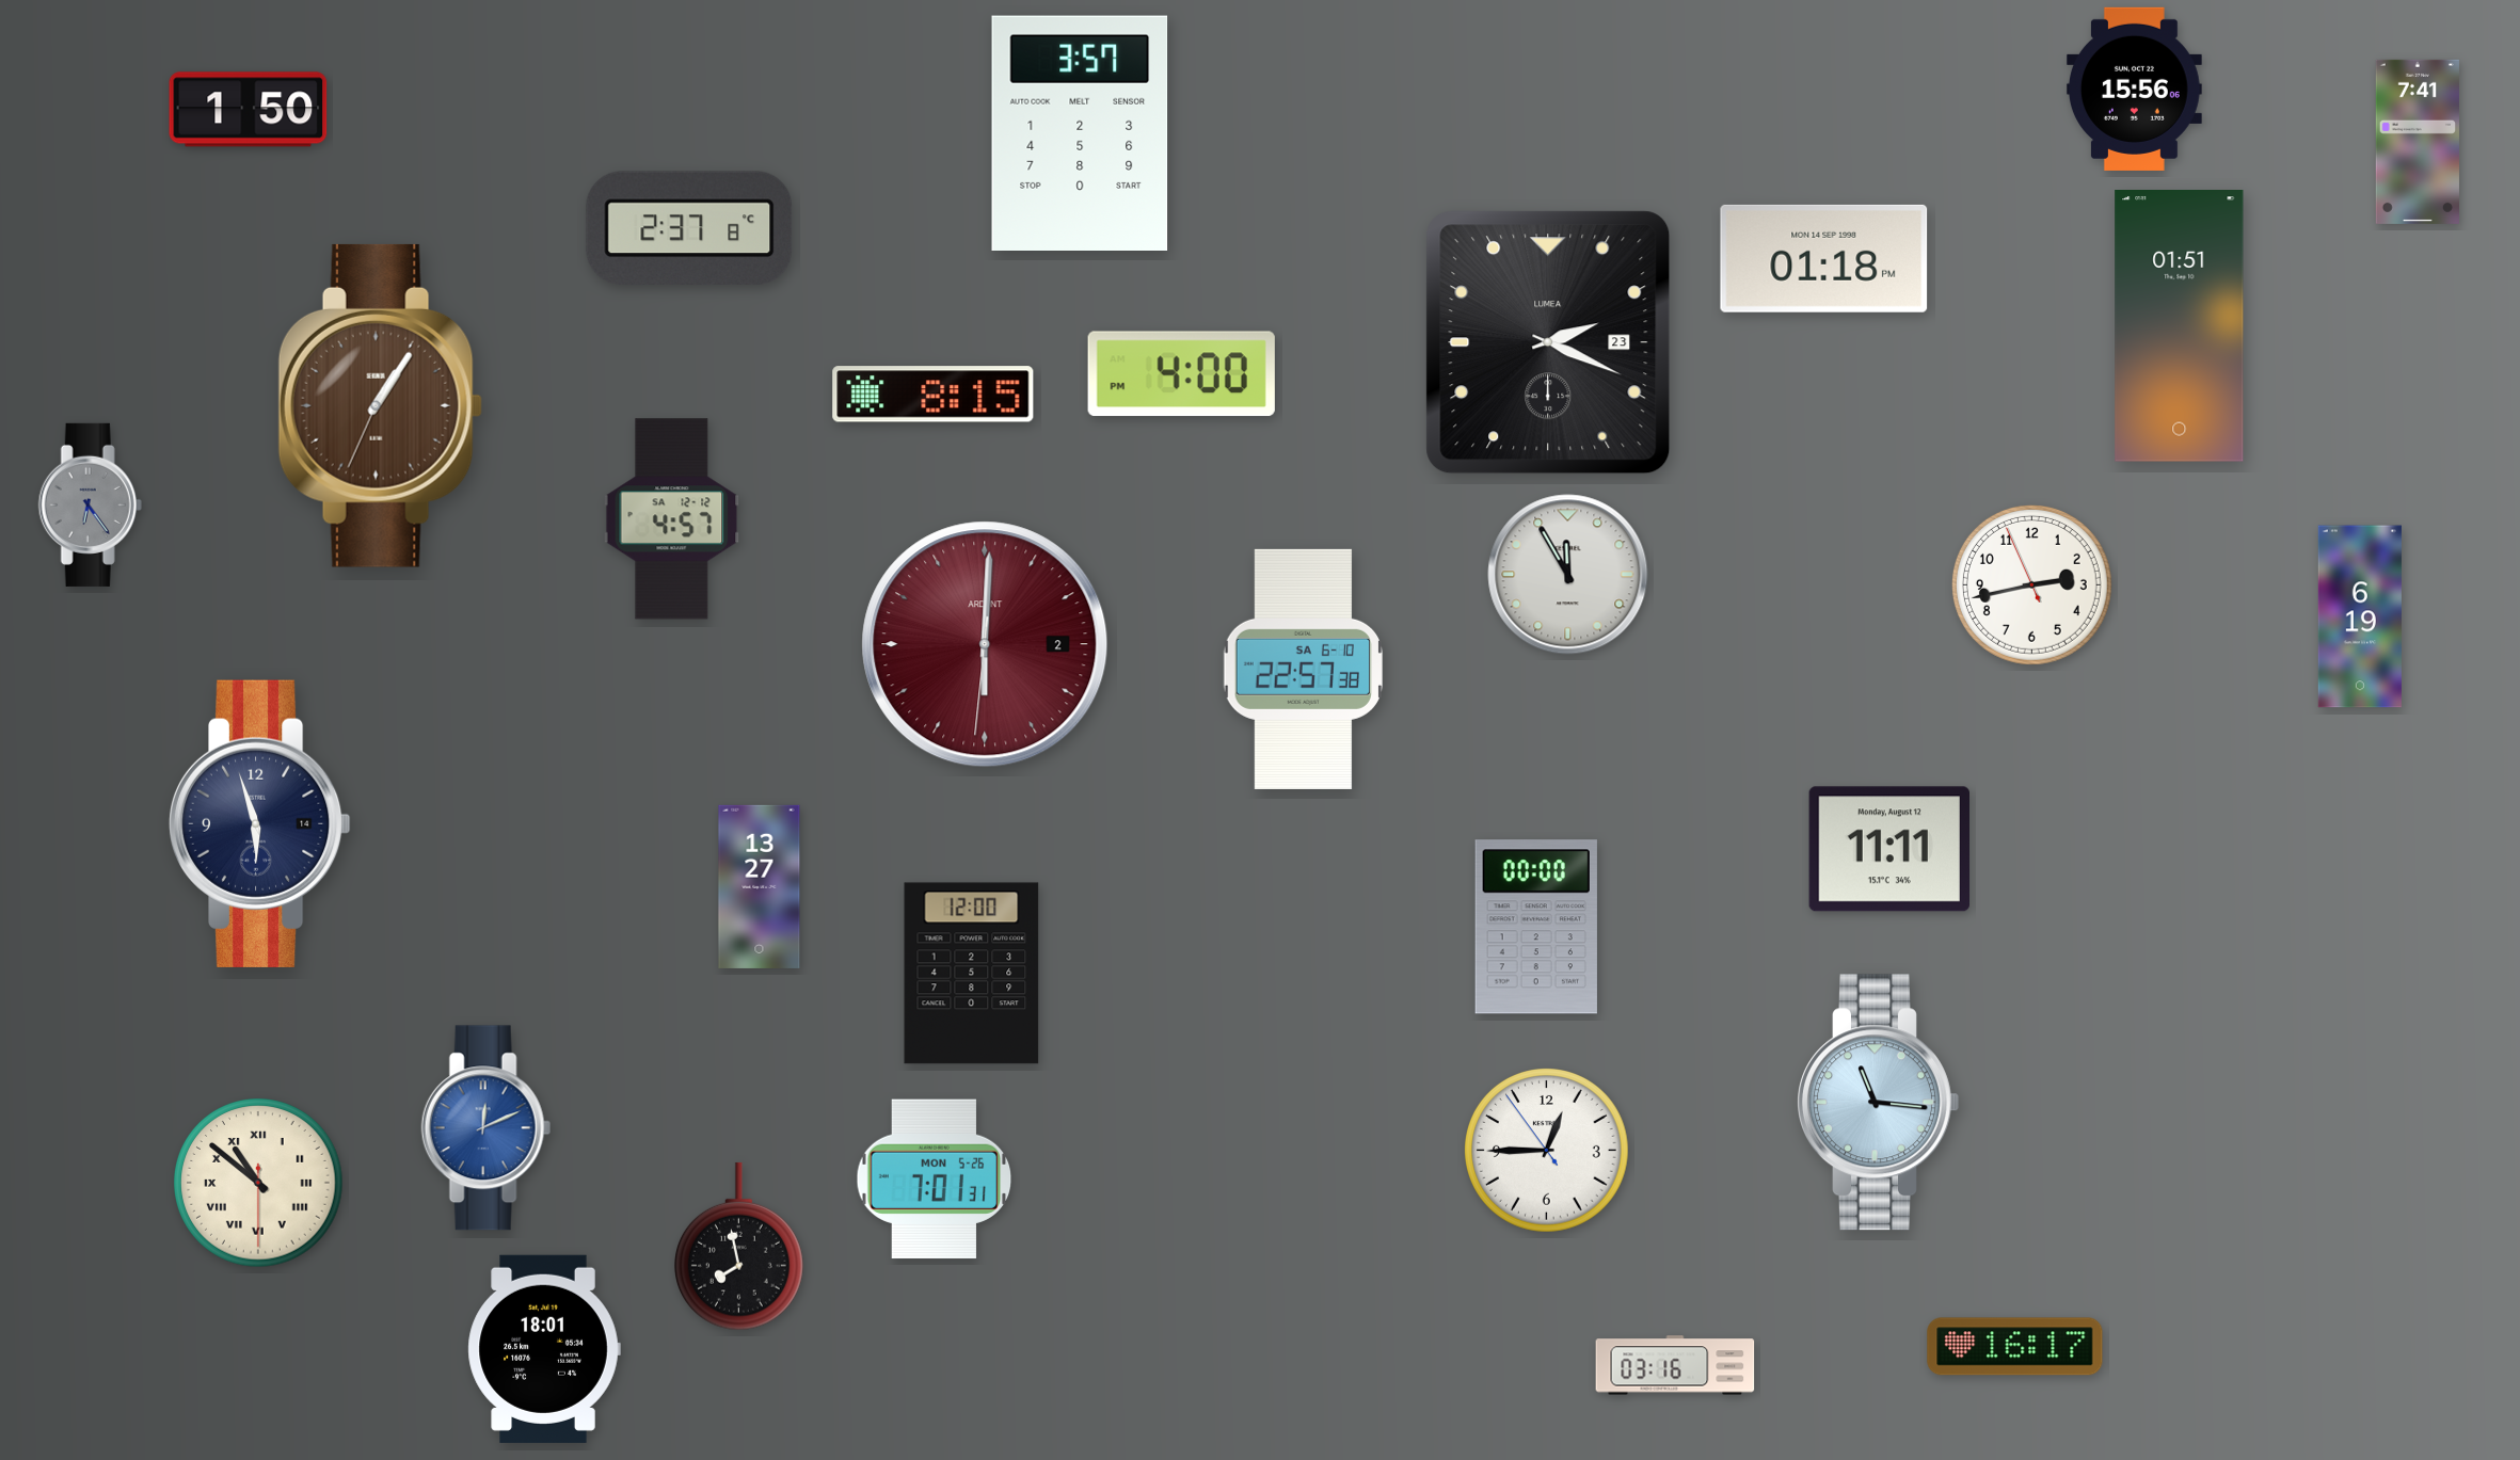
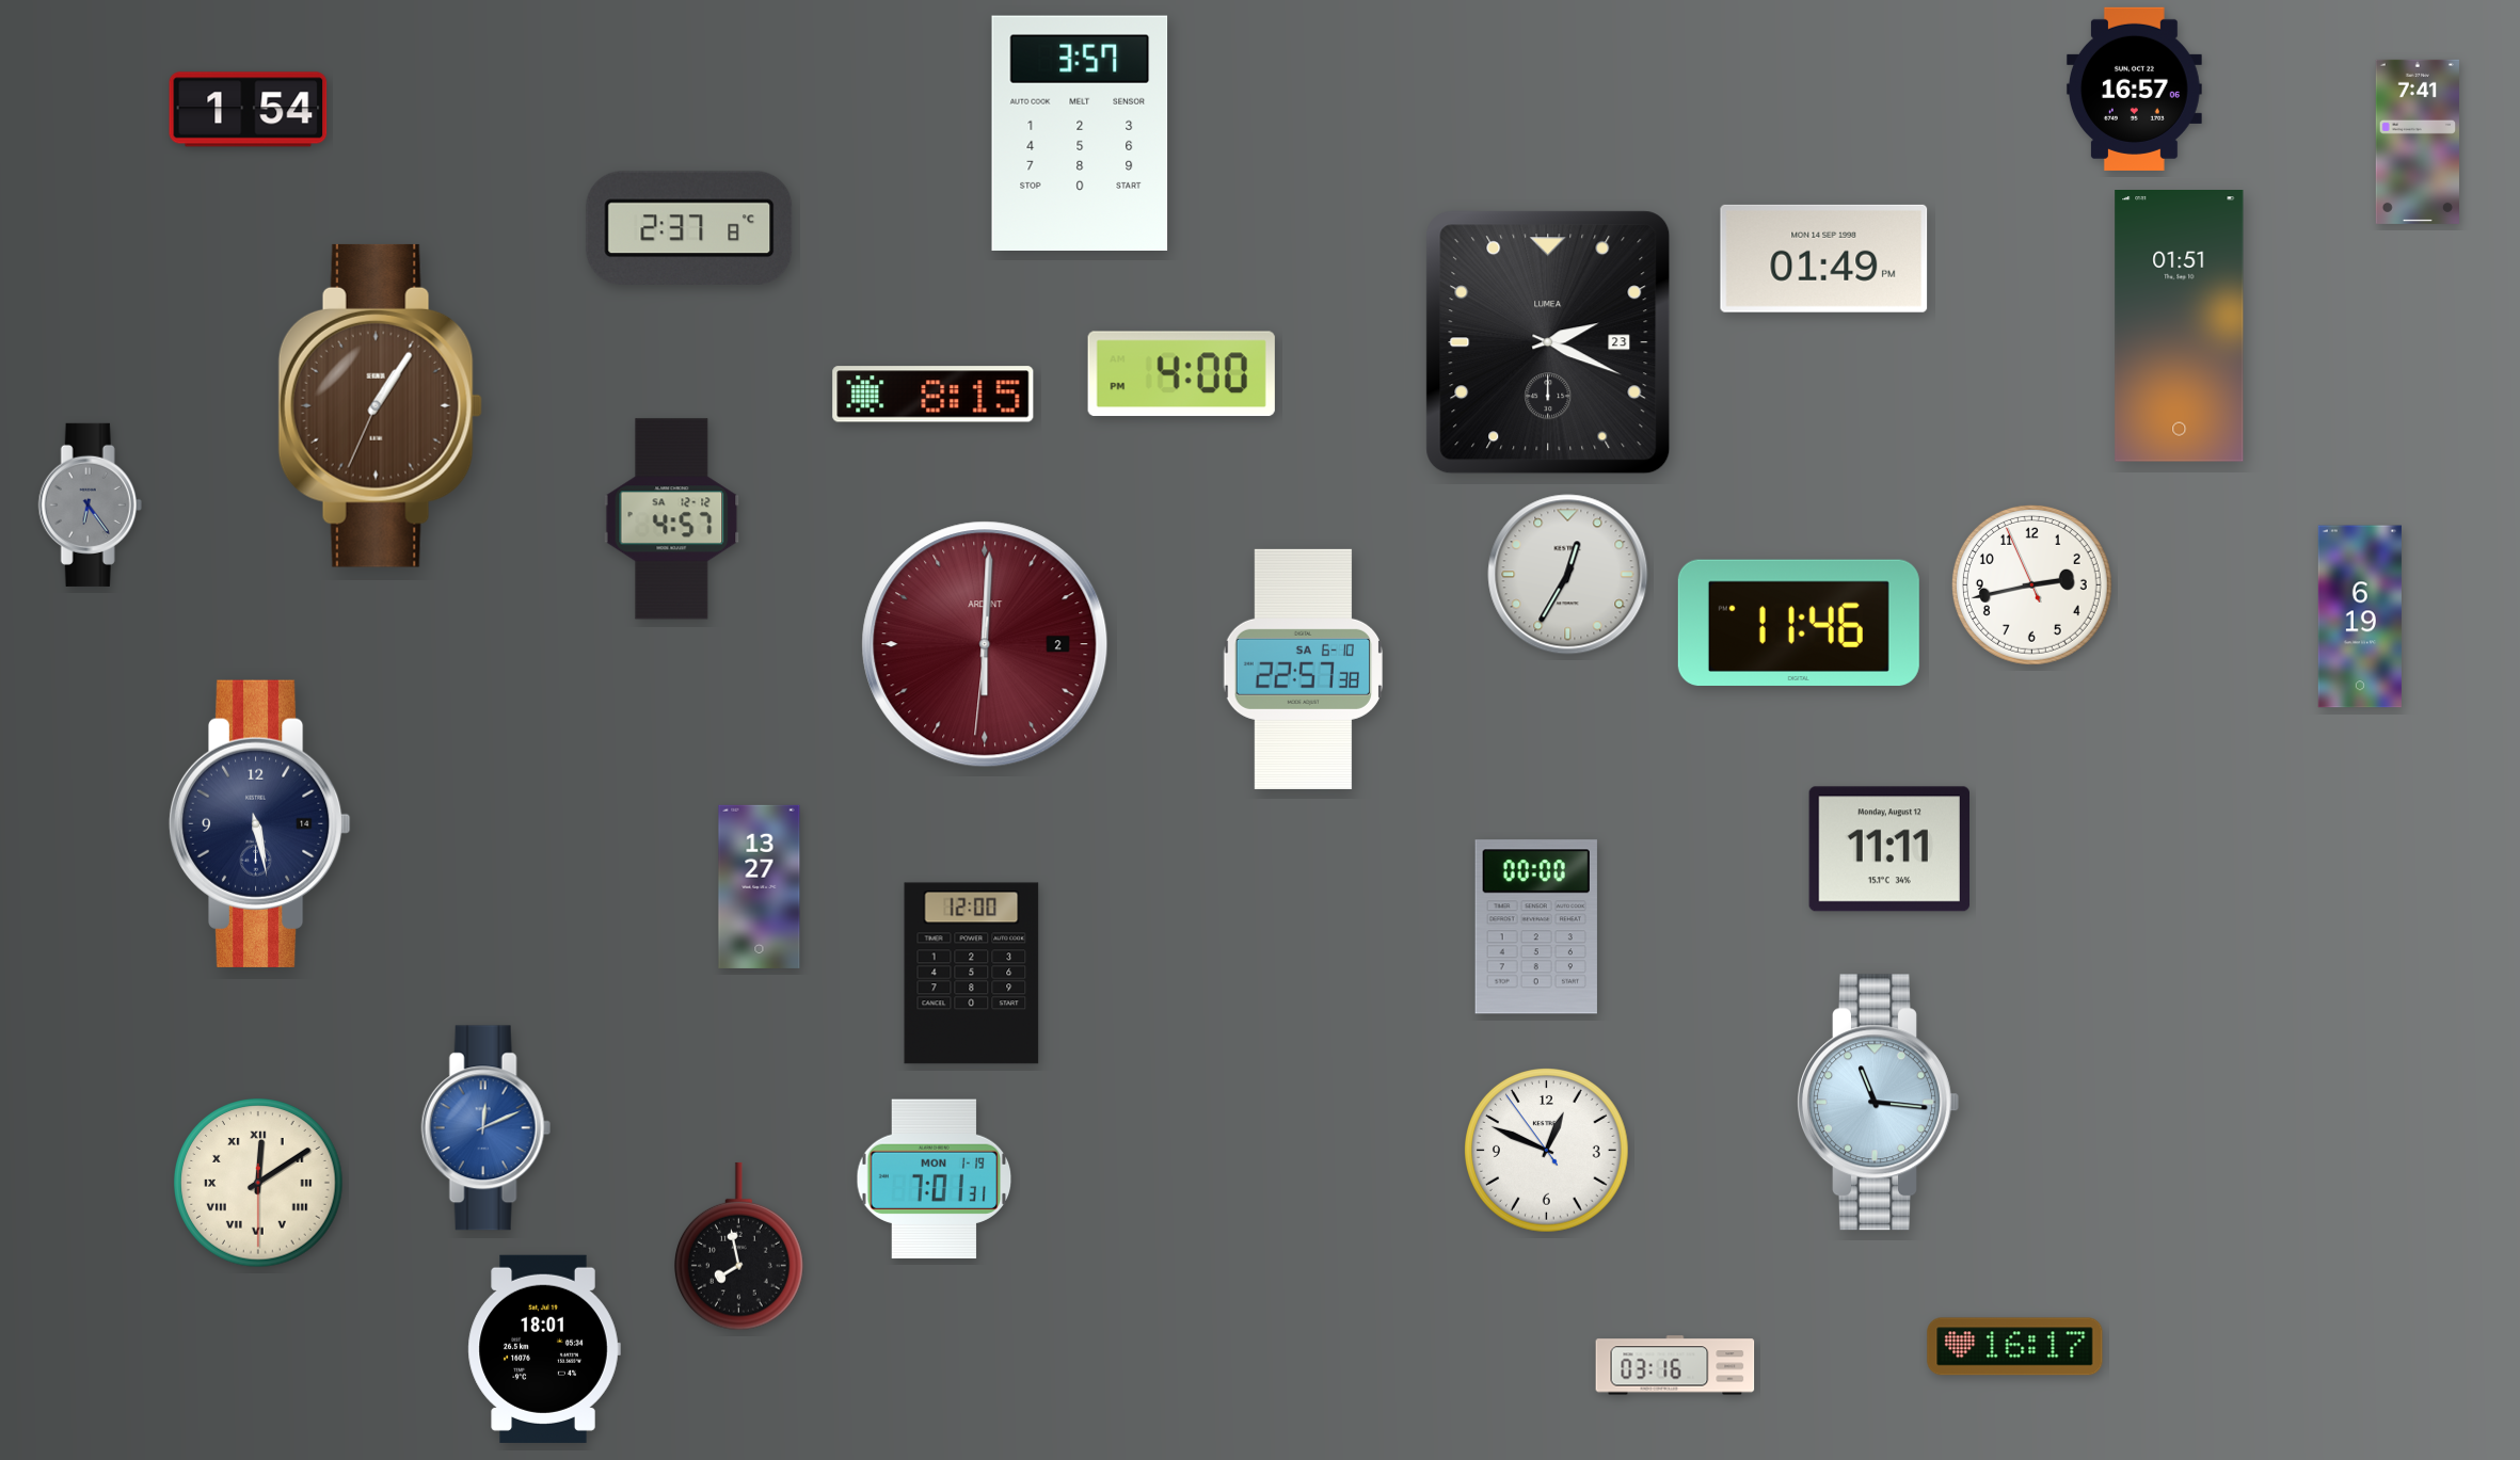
clock at (2134, 89): 15:56 -> 16:57
clock at (249, 110): 1:50 -> 1:54
clock at (1824, 258): 01:18 -> 01:49
clock at (1568, 575): 11:55 -> 12:35
clock at (1799, 623): none -> 11:46
clock at (259, 823): 5:57 -> 5:28
clock at (1547, 1151): 12:44 -> 12:48
clock at (935, 1180) date: MON 5-26 -> MON 1-19
clock at (258, 1183): 10:51 -> 12:09
